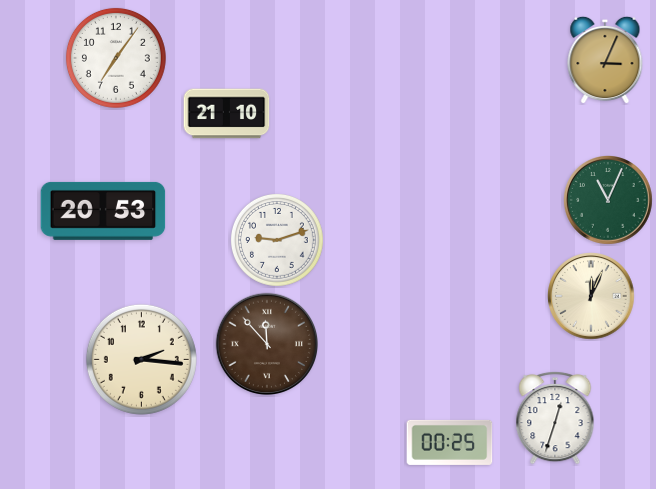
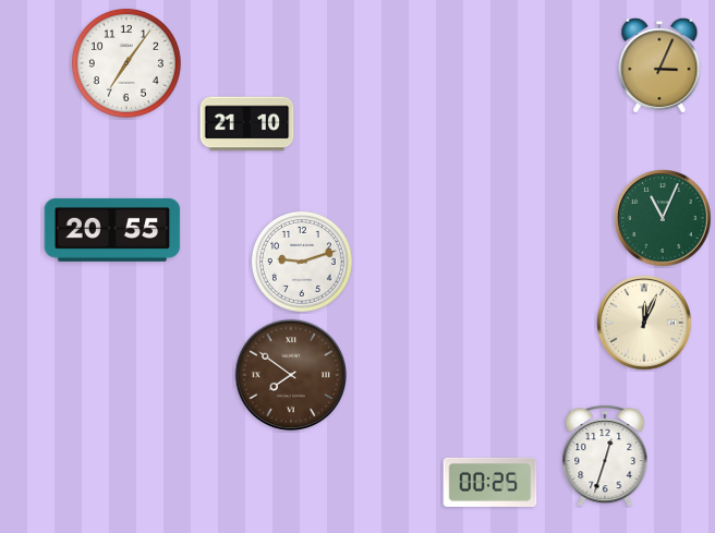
clock at (103, 211): 20:53 -> 20:55
clock at (266, 343): 11:53 -> 7:51
clock at (141, 359): 2:16 -> none
